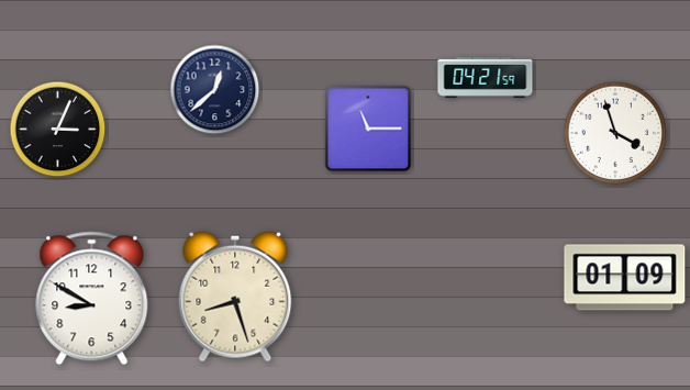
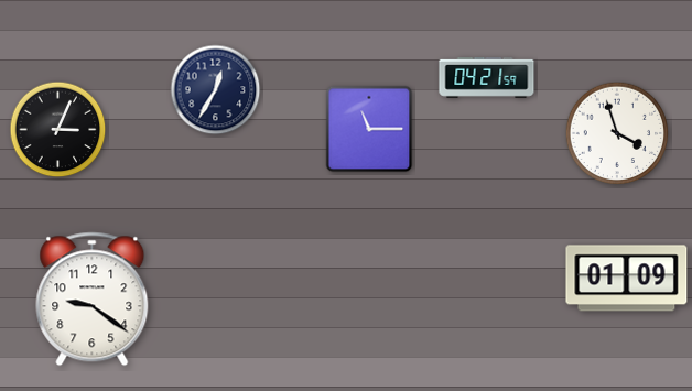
clock at (215, 90): 12:38 -> 12:35
clock at (235, 297): 8:27 -> none
clock at (92, 299): 8:50 -> 9:21
